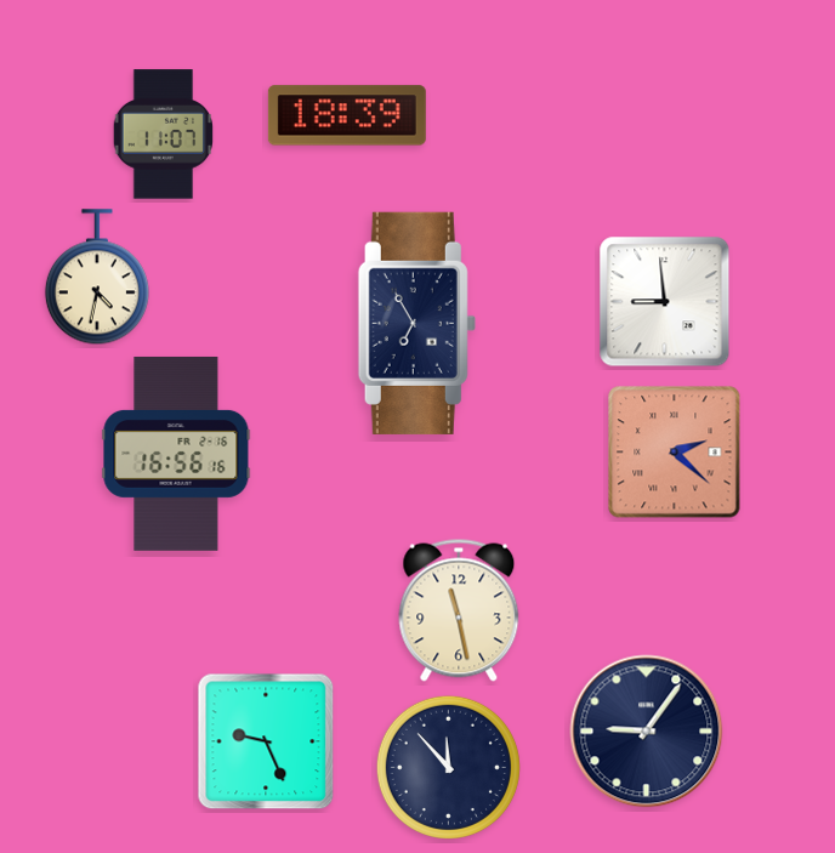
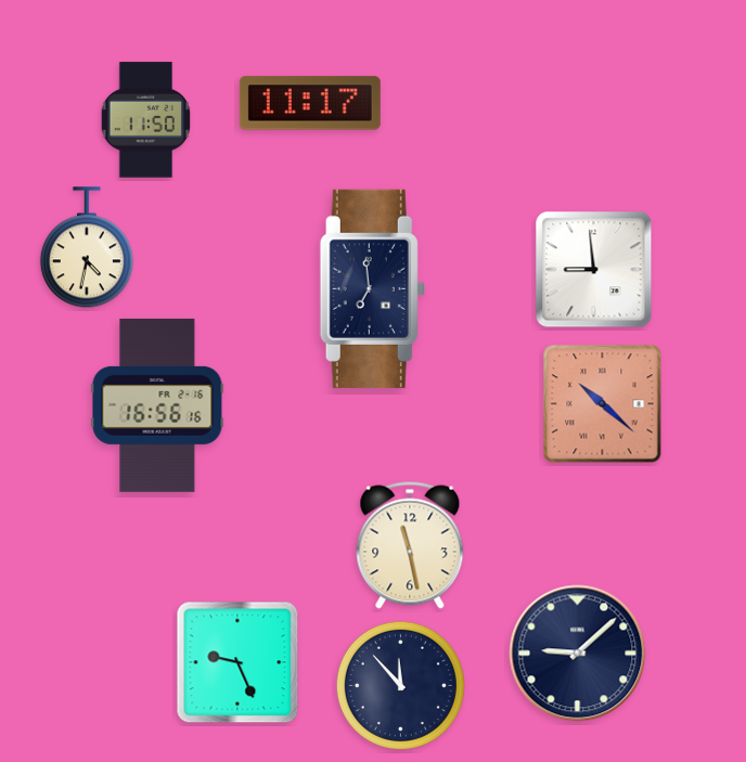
clock at (347, 115): 18:39 -> 11:17
clock at (163, 135): 11:07 -> 11:50
clock at (416, 323): 6:55 -> 6:59
clock at (675, 453): 2:22 -> 10:22
clock at (647, 732): 9:06 -> 9:08
